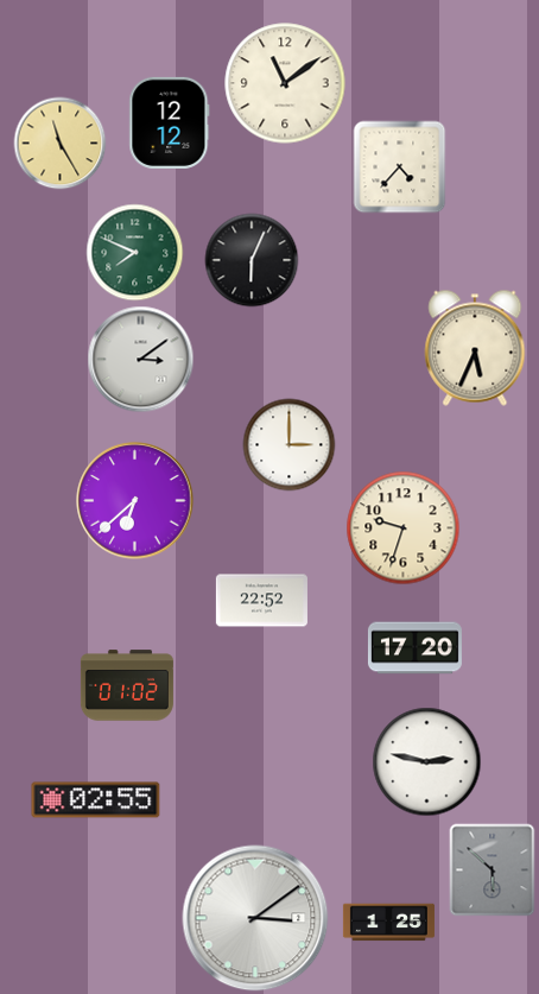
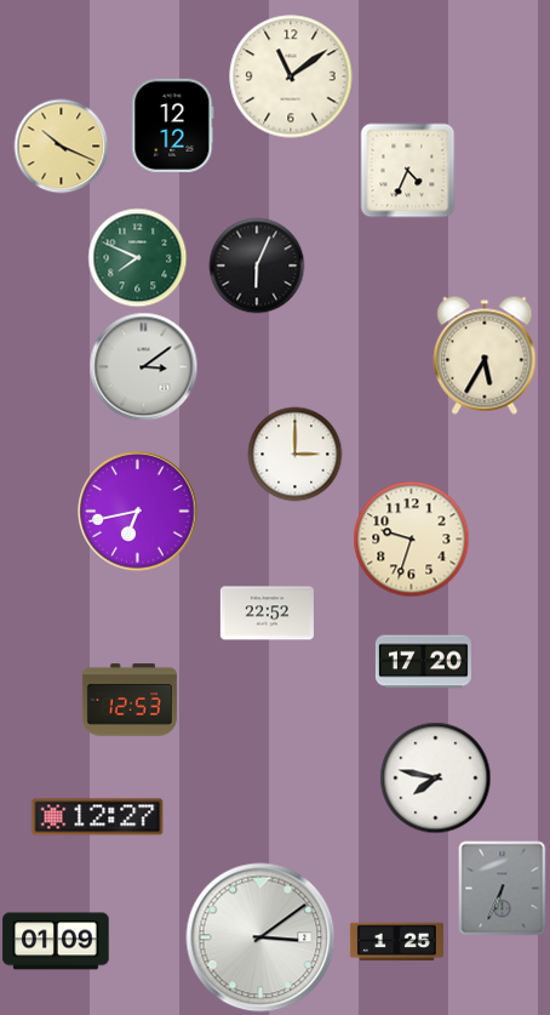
clock at (285, 83) position: (285, 83) -> (291, 76)
clock at (59, 143): 11:25 -> 10:19
clock at (399, 166): 4:37 -> 4:34
clock at (475, 348): 5:34 -> 5:35
clock at (135, 501): 6:38 -> 6:43
clock at (127, 685): 01:02 -> 12:53
clock at (426, 761): 2:47 -> 7:47
clock at (96, 800): 02:55 -> 12:27
clock at (493, 869): 5:52 -> 6:34
clock at (56, 941): none -> 01:09
